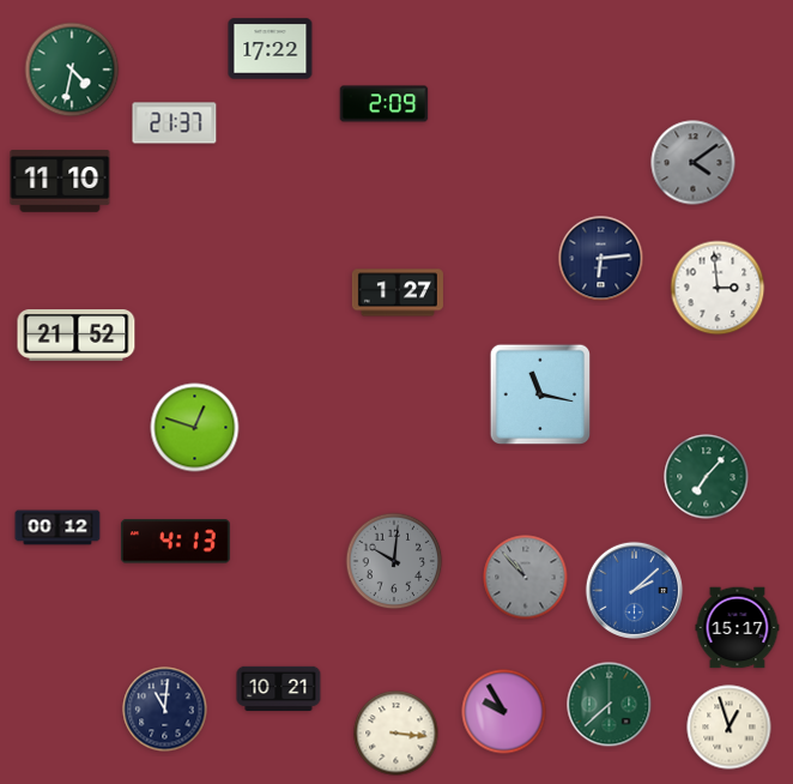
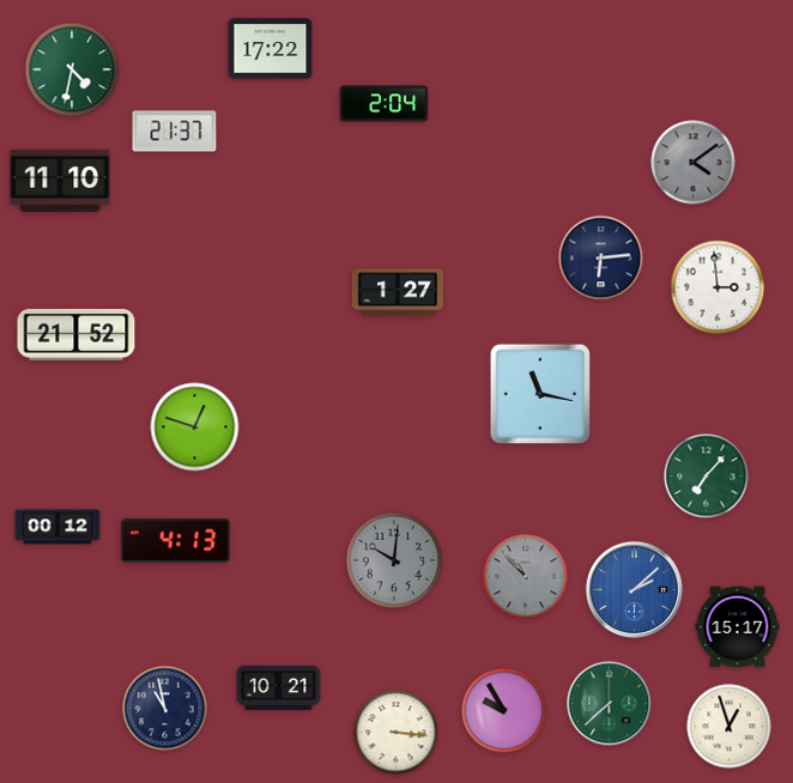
clock at (385, 104): 2:09 -> 2:04
clock at (175, 123) position: (175, 123) -> (175, 132)
clock at (165, 710): 11:01 -> 10:58
